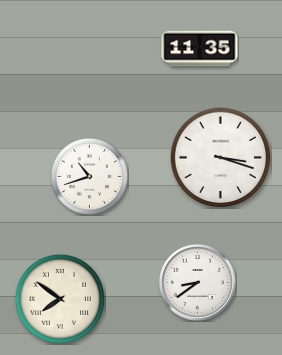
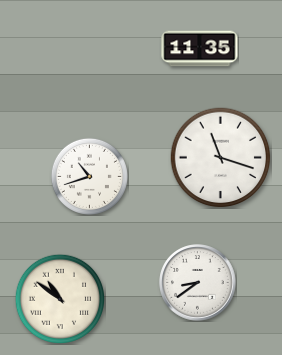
clock at (221, 158): 3:18 -> 11:18
clock at (59, 298): 7:51 -> 10:51
